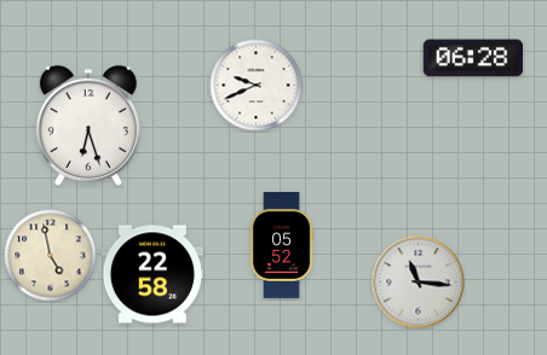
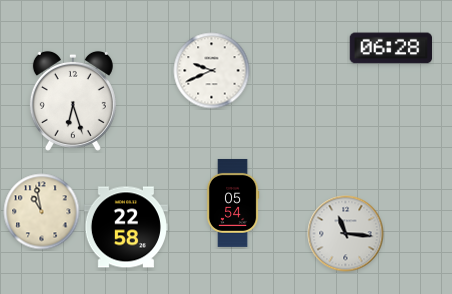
clock at (88, 126) position: (88, 126) -> (73, 101)
clock at (282, 245): 05:52 -> 05:54
clock at (51, 256): 4:58 -> 10:58
